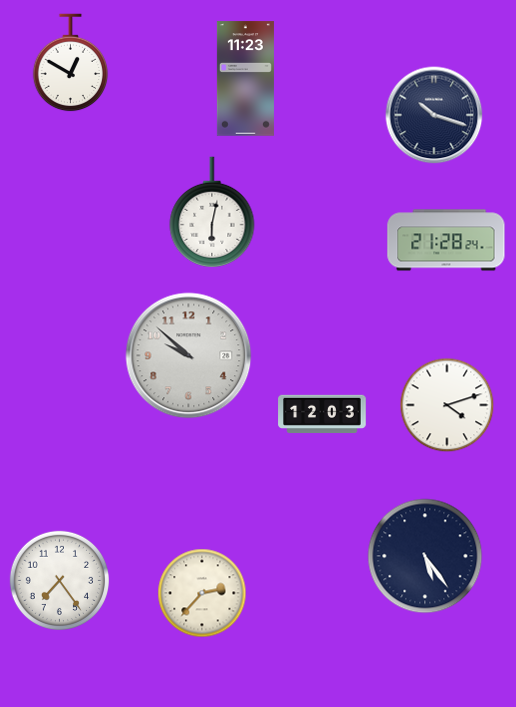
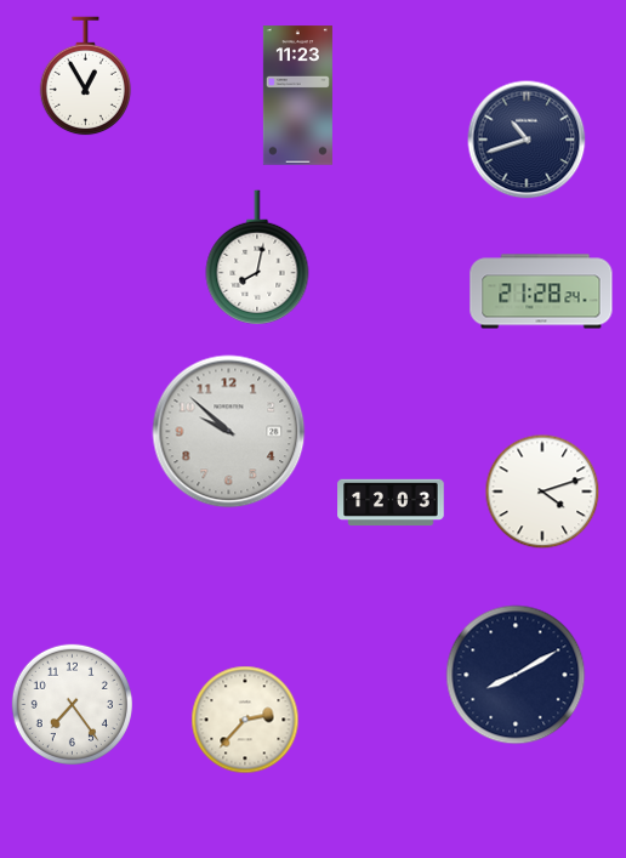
clock at (71, 63): 12:50 -> 12:55
clock at (434, 115): 10:18 -> 10:42
clock at (212, 212): 6:02 -> 8:02
clock at (425, 556): 5:24 -> 8:10
